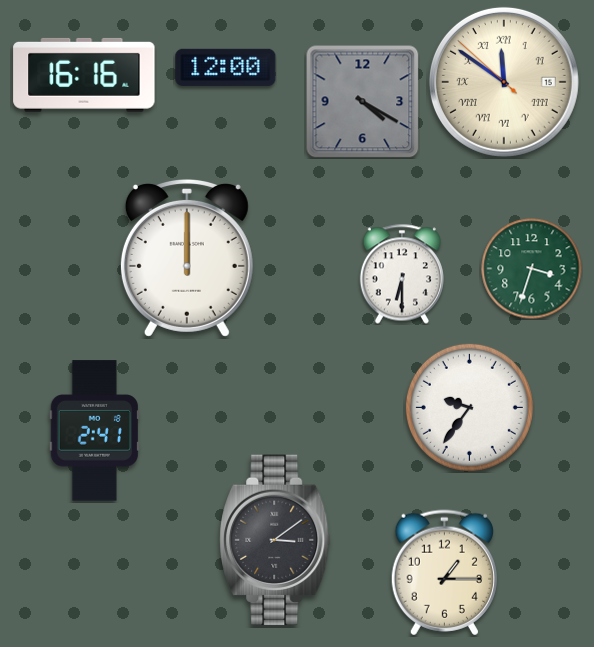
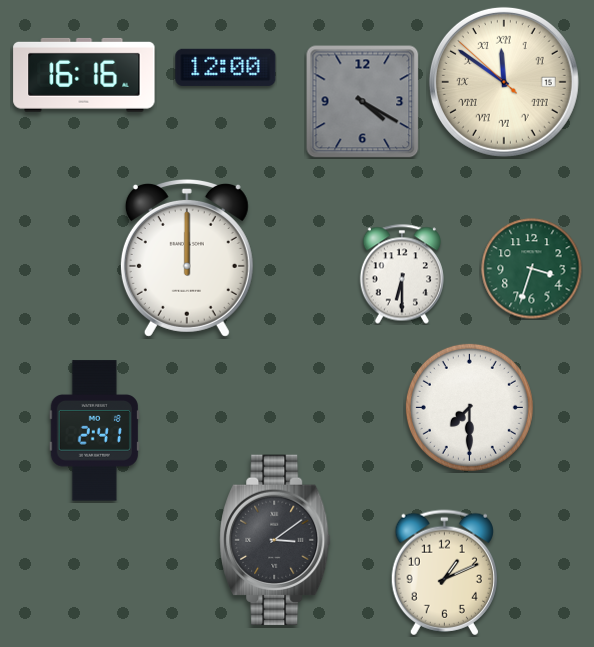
clock at (469, 407): 9:36 -> 7:30
clock at (444, 573): 1:15 -> 1:11
